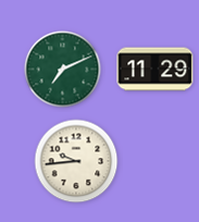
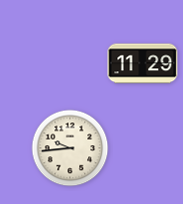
clock at (63, 70): 7:11 -> none
